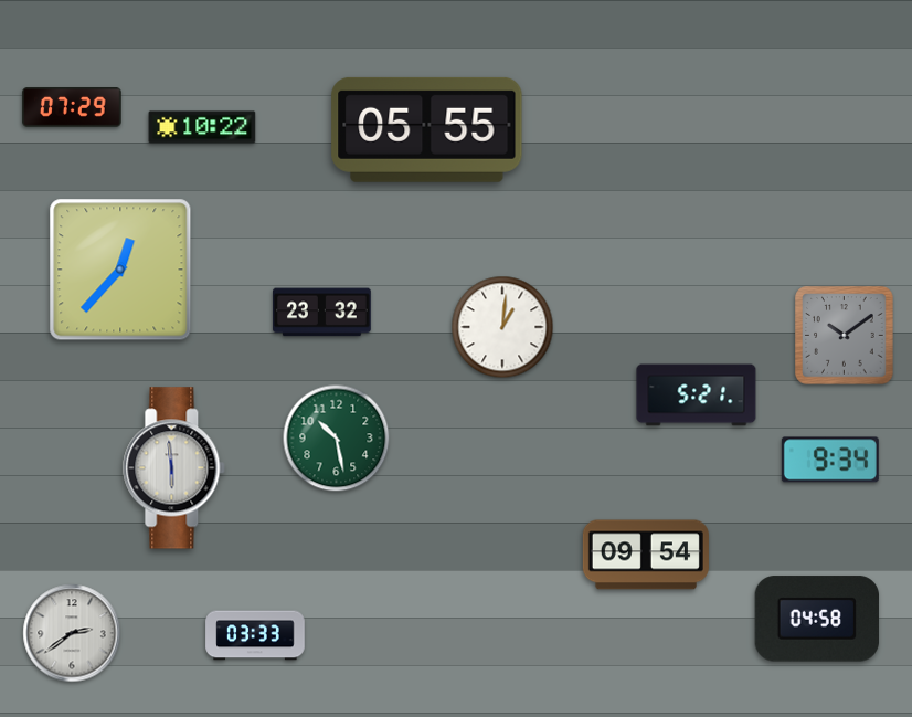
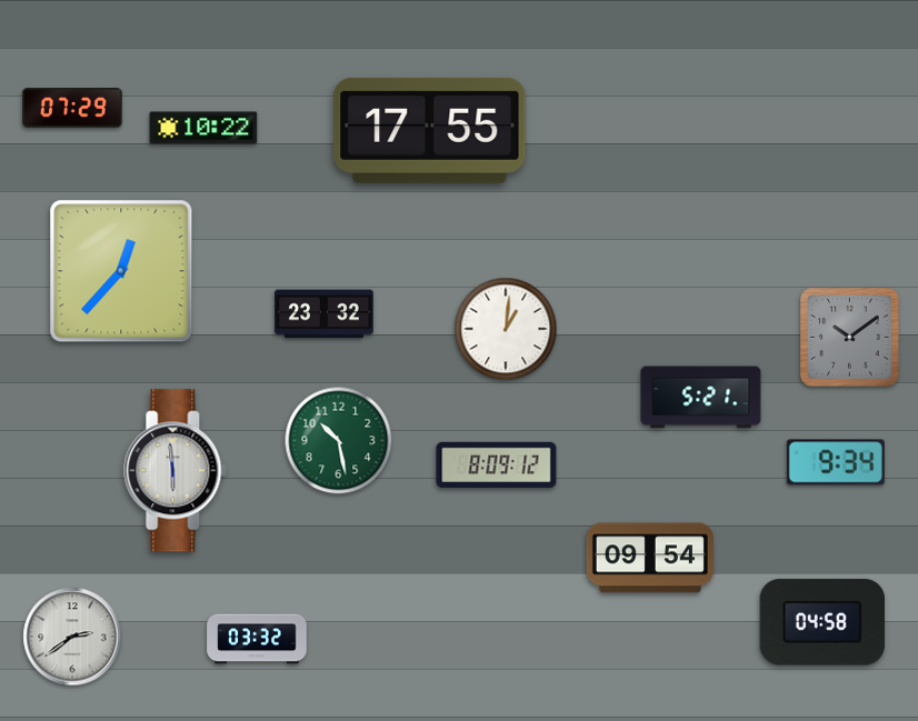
clock at (427, 129): 05:55 -> 17:55
clock at (497, 465): none -> 8:09
clock at (255, 635): 03:33 -> 03:32
